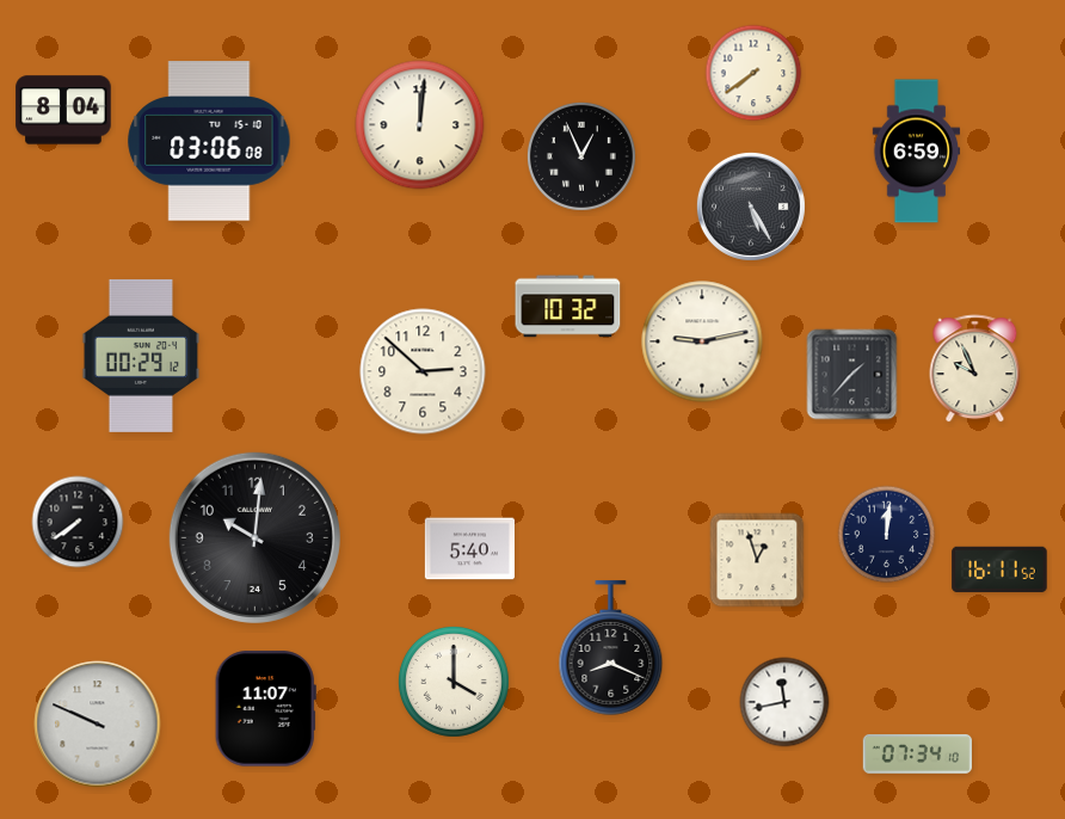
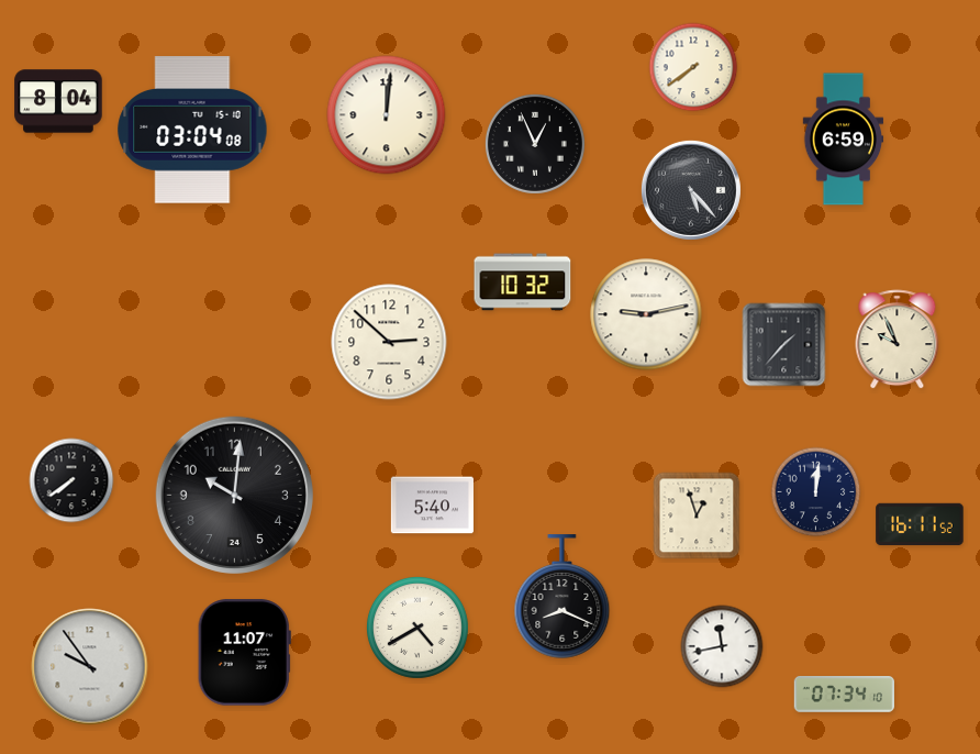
clock at (209, 141): 03:06 -> 03:04
clock at (751, 207): 5:25 -> 5:23
clock at (141, 356): 00:29 -> none
clock at (454, 682): 4:00 -> 4:40
clock at (98, 725): 9:49 -> 9:54
